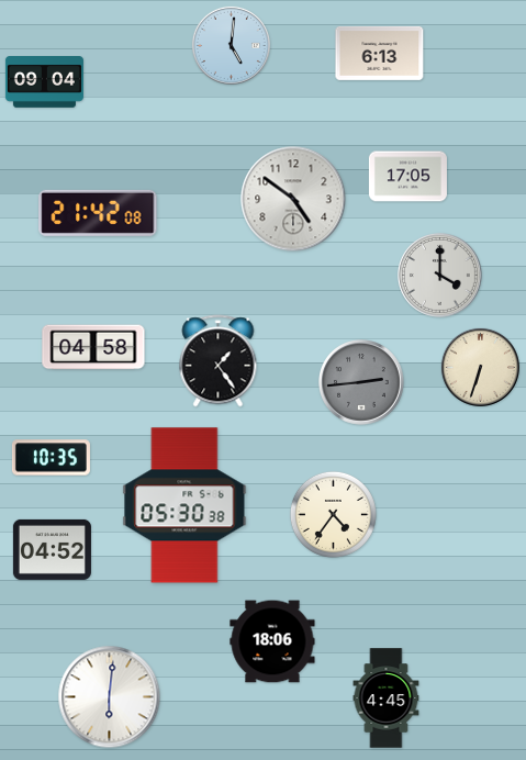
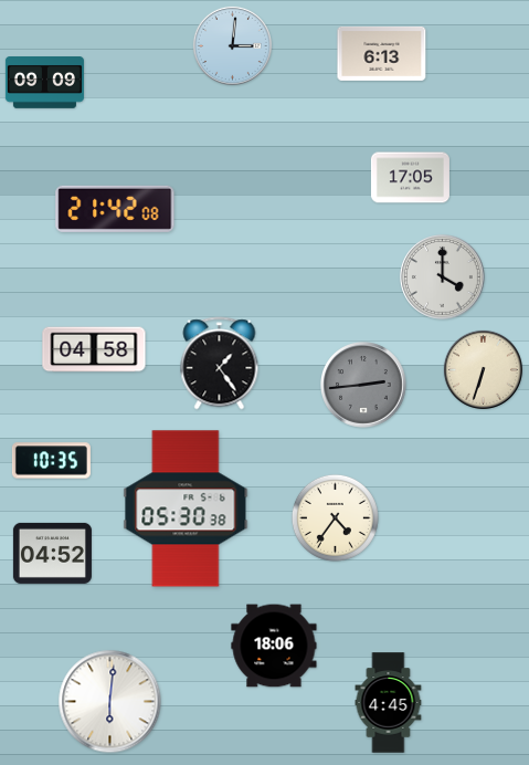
clock at (231, 45): 5:01 -> 3:01
clock at (44, 82): 09:04 -> 09:09
clock at (293, 199): 4:51 -> none
clock at (98, 213) position: (98, 213) -> (115, 209)
